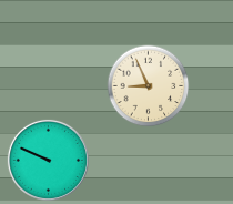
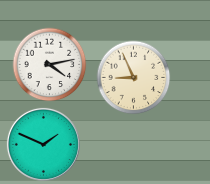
clock at (50, 65): none -> 4:13
clock at (48, 160): 9:49 -> 1:49
